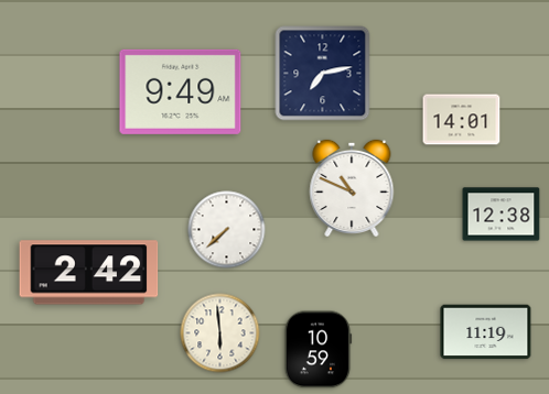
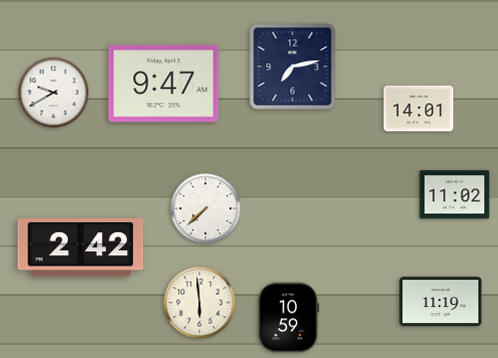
clock at (181, 91): 9:49 -> 9:47
clock at (54, 93): none -> 9:40
clock at (352, 187): 10:49 -> none
clock at (502, 215): 12:38 -> 11:02
